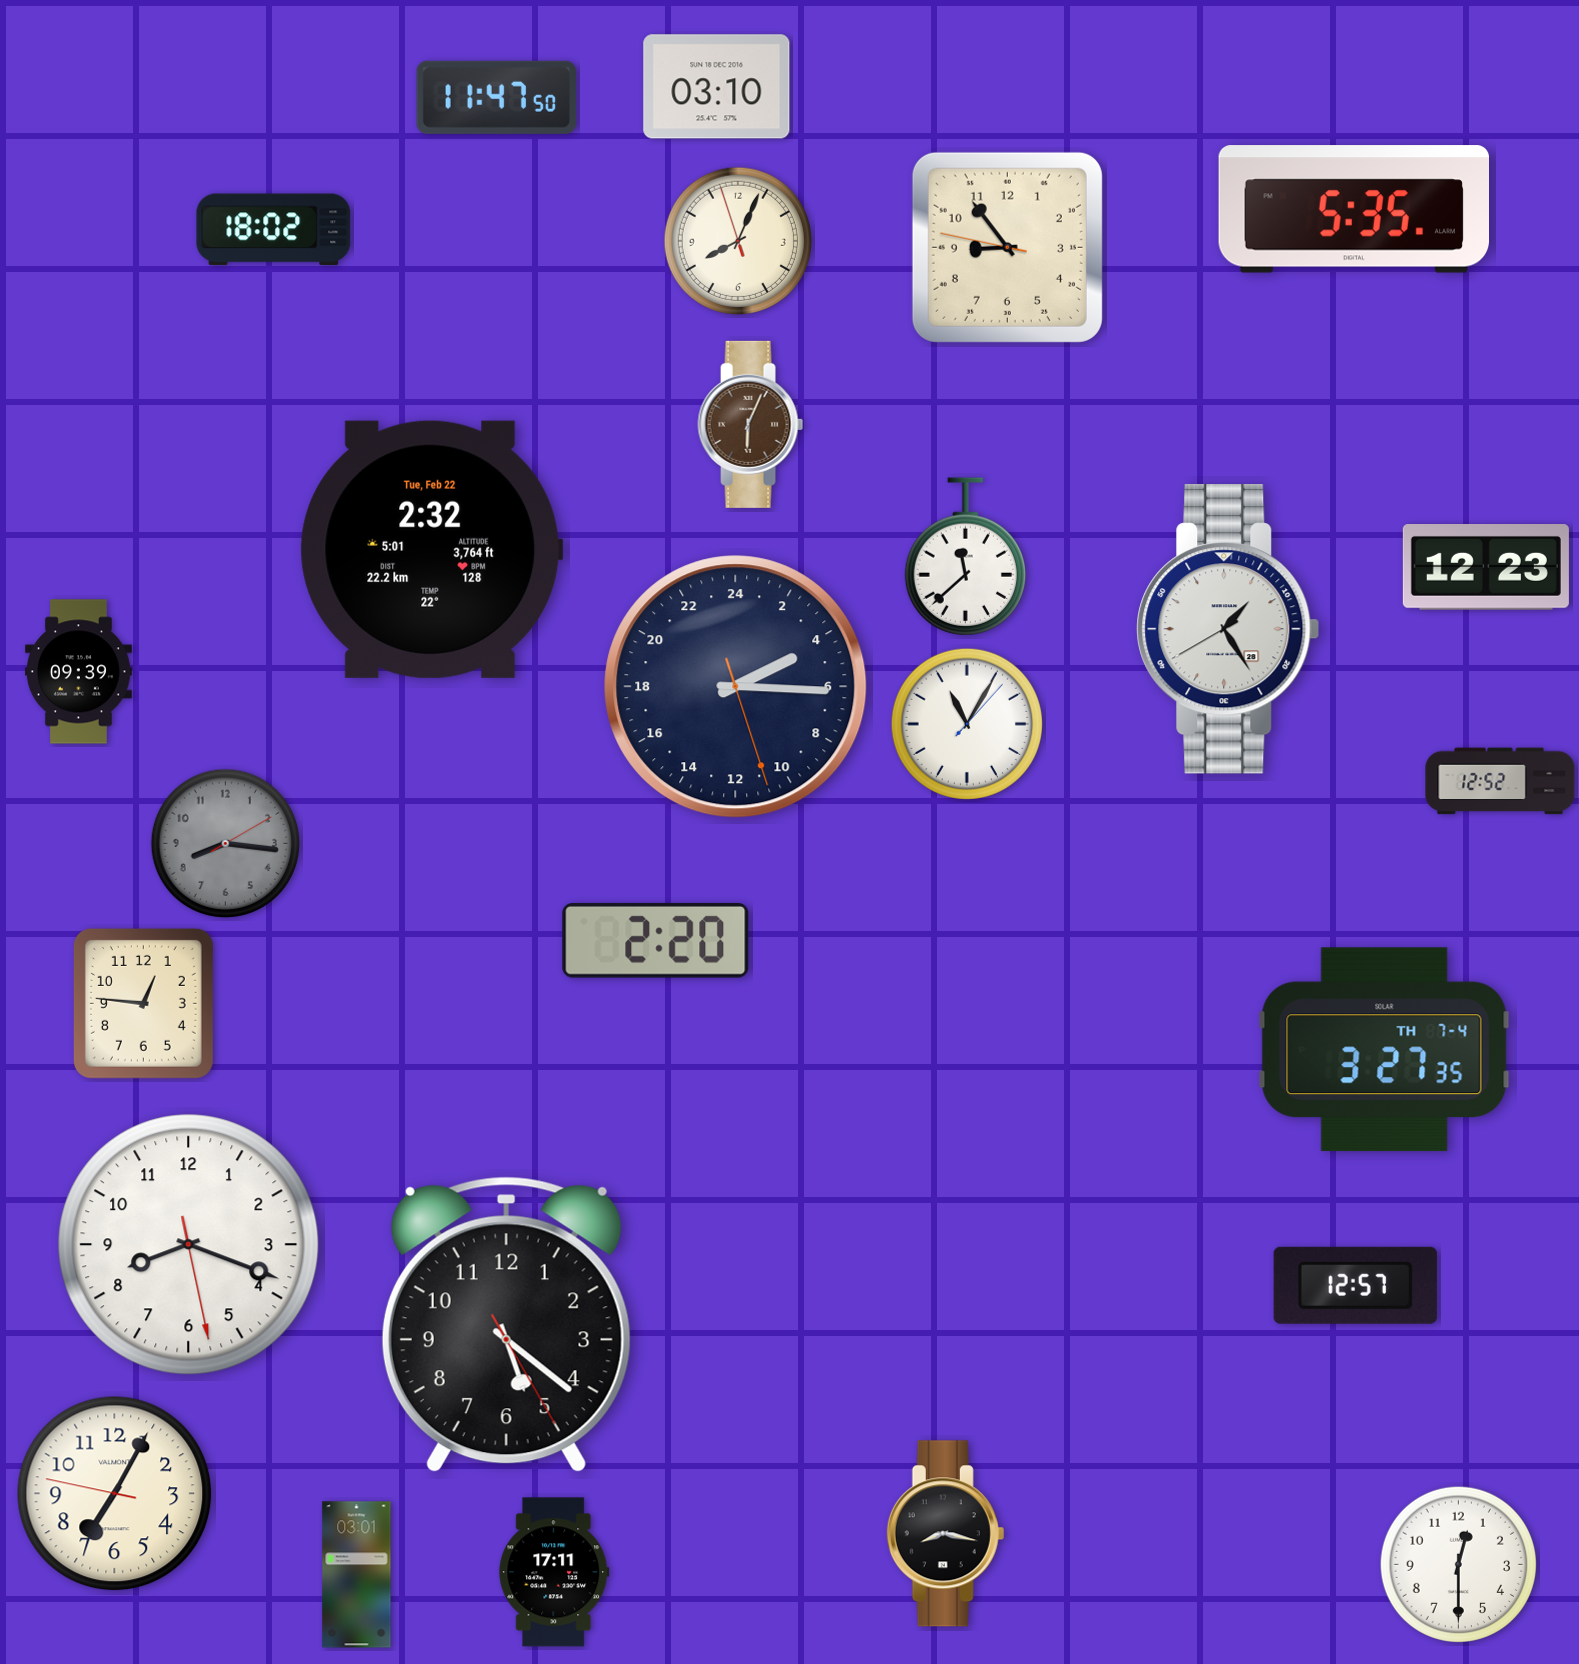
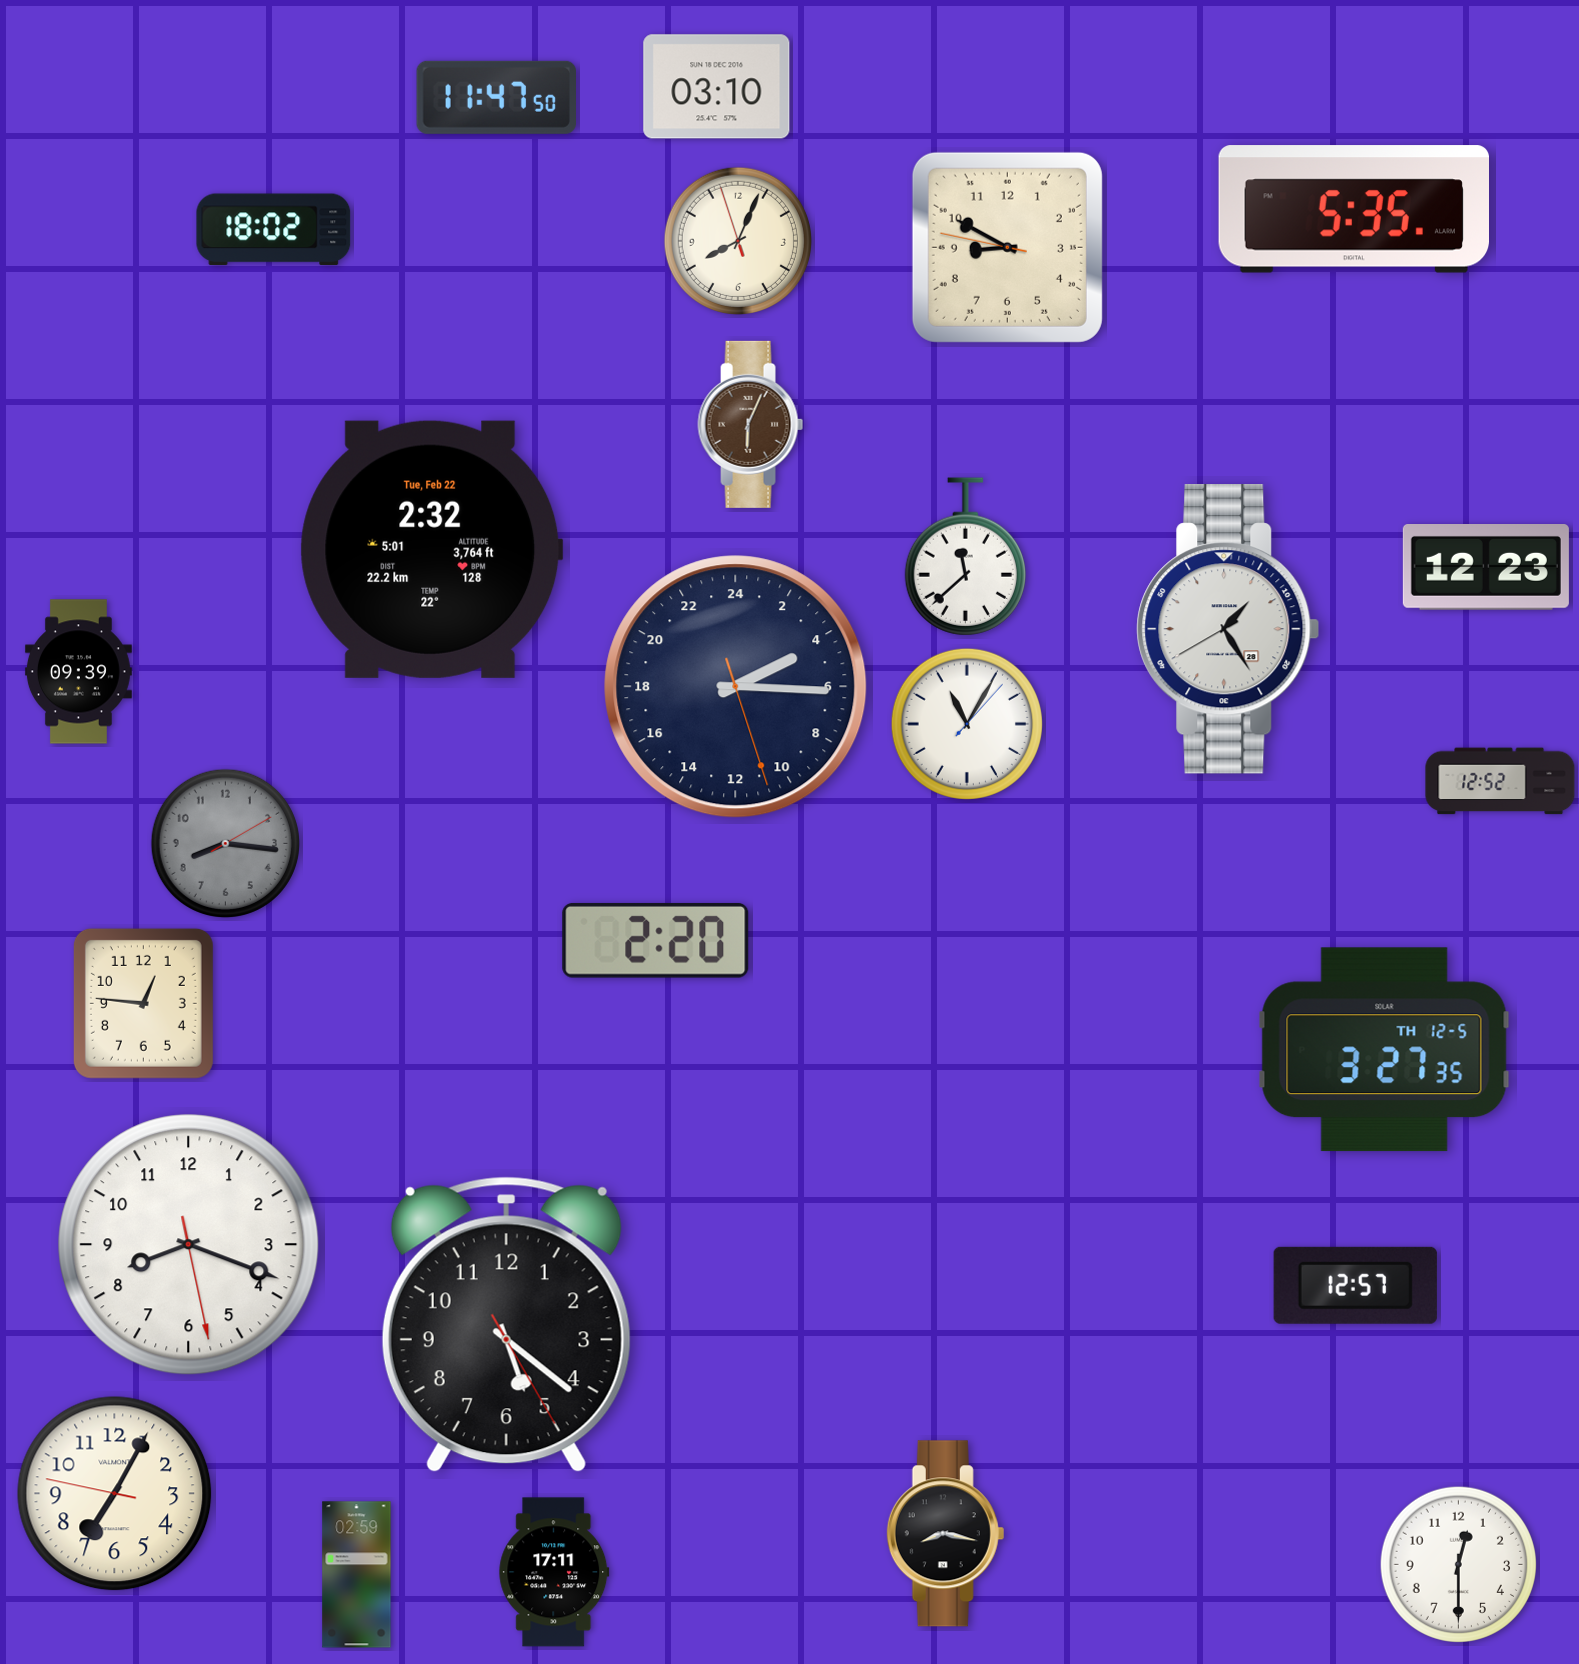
clock at (1007, 247): 8:53 -> 8:49
clock at (1384, 1050) date: TH 7-4 -> TH 12-5
clock at (357, 1575): 03:01 -> 02:59
